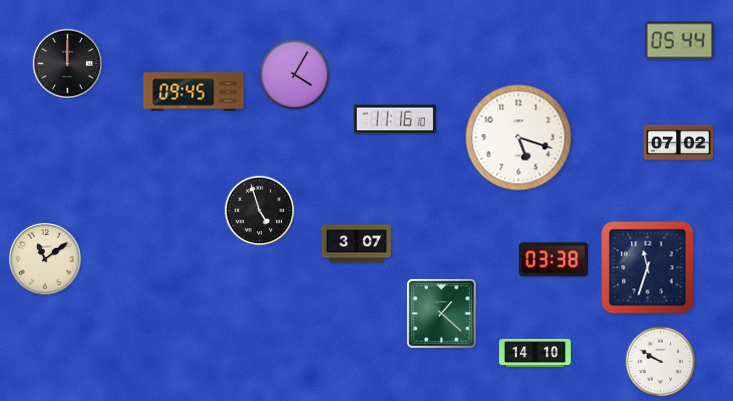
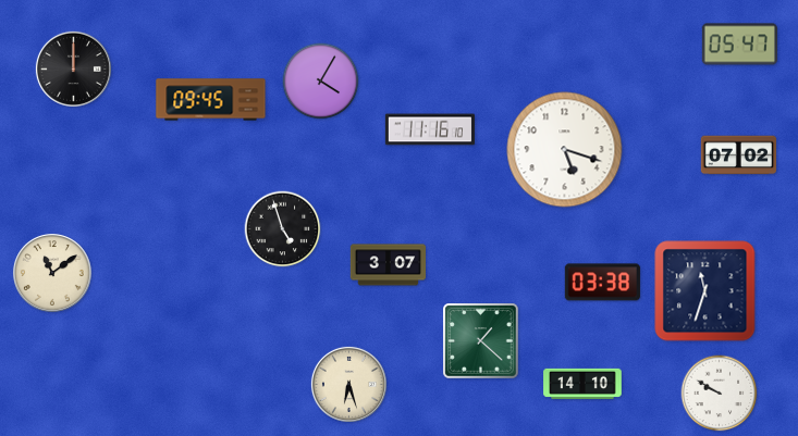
clock at (679, 41): 05:44 -> 05:47
clock at (46, 260) position: (46, 260) -> (53, 274)
clock at (348, 384): none -> 6:27
